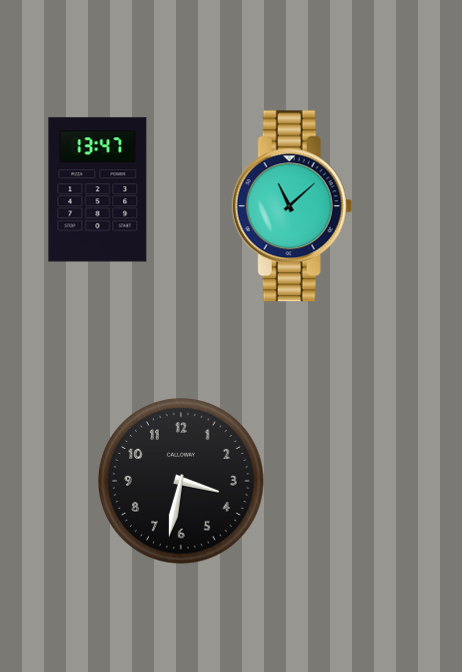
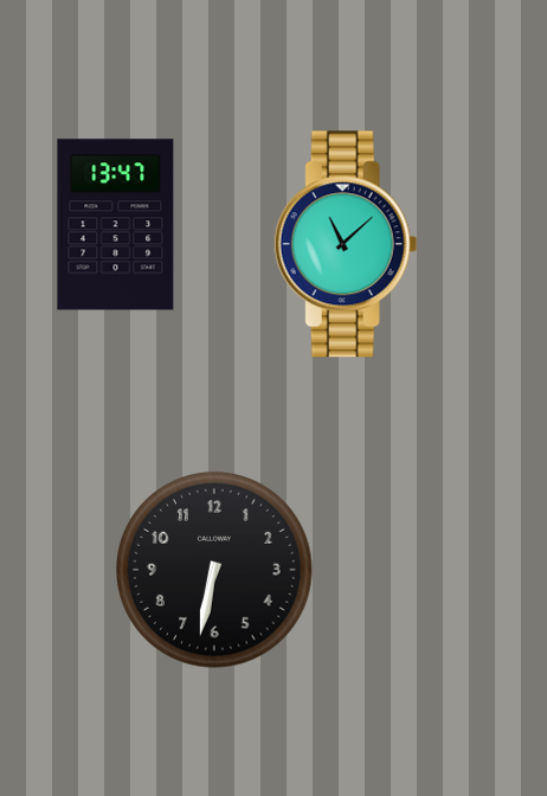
clock at (181, 481): 3:32 -> 6:32
